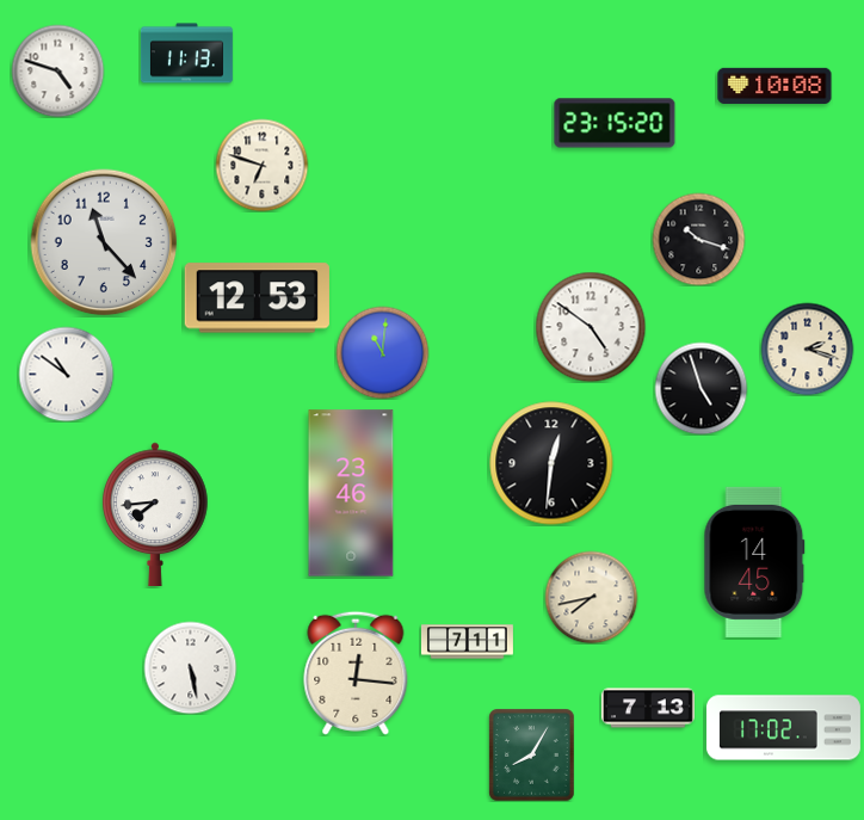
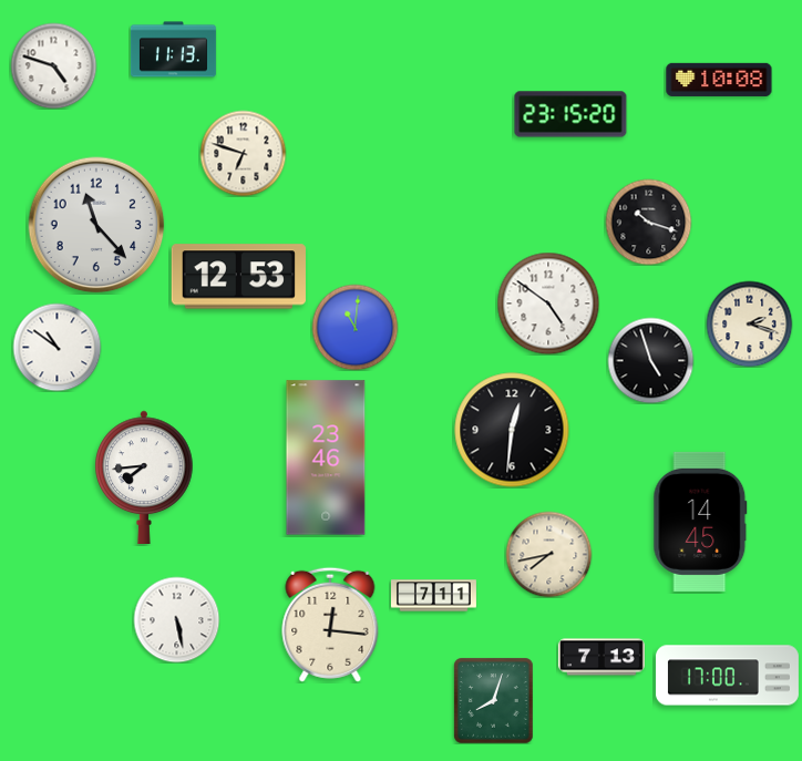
clock at (66, 374) position: (66, 374) -> (56, 347)
clock at (783, 728): 17:02 -> 17:00
clock at (532, 754): 8:05 -> 8:03
